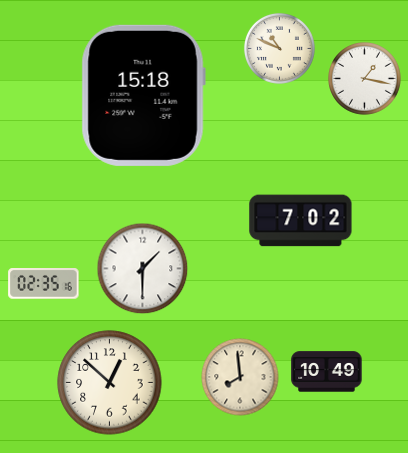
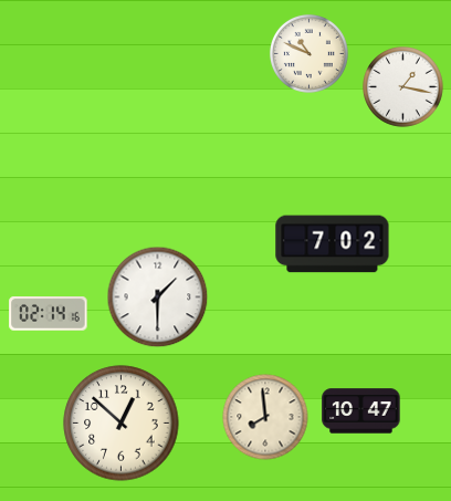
clock at (143, 95): 15:18 -> none
clock at (44, 284): 02:35 -> 02:14
clock at (327, 372): 10:49 -> 10:47
